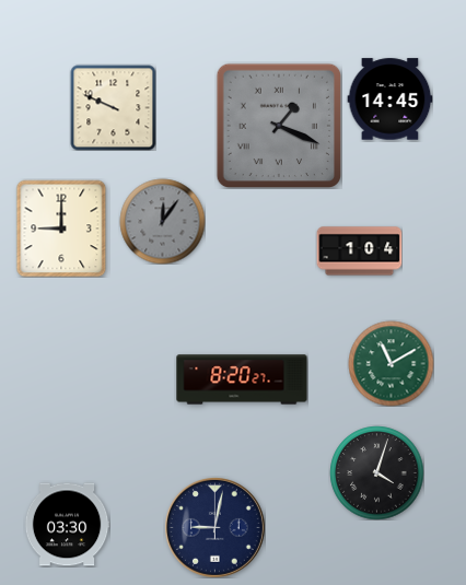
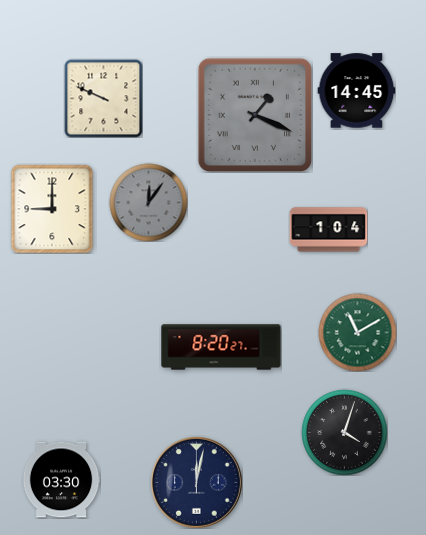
clock at (61, 229) position: (61, 229) -> (52, 209)
clock at (214, 527): 9:02 -> 12:02
